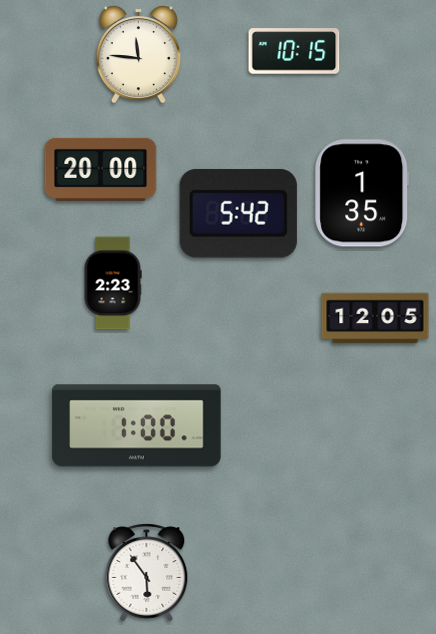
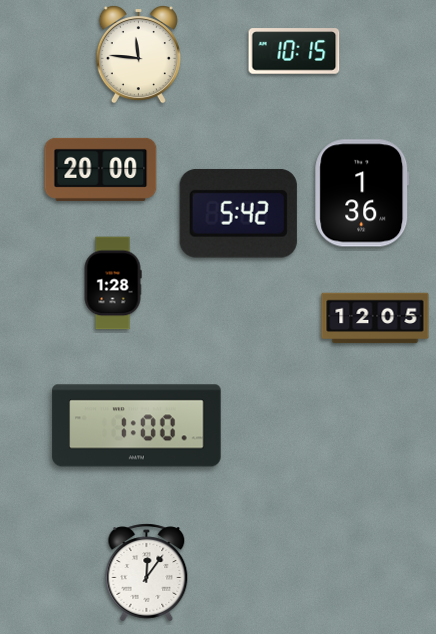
clock at (362, 193): 1:35 -> 1:36
clock at (113, 283): 2:23 -> 1:28
clock at (147, 573): 5:54 -> 12:06
